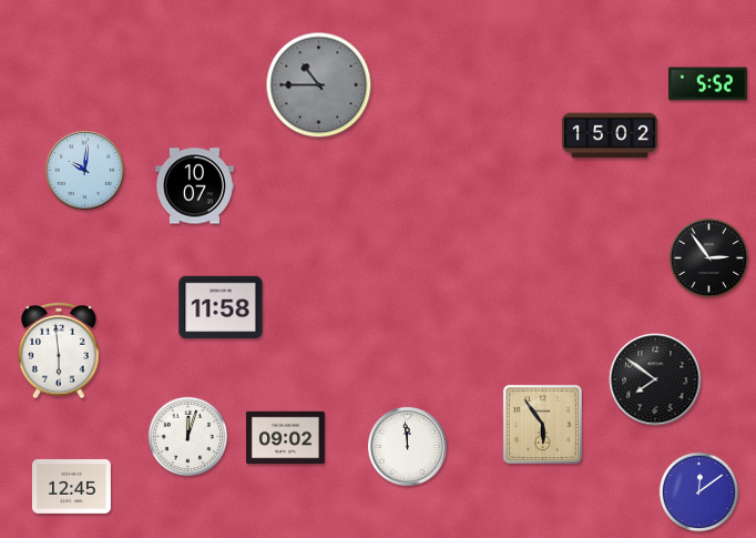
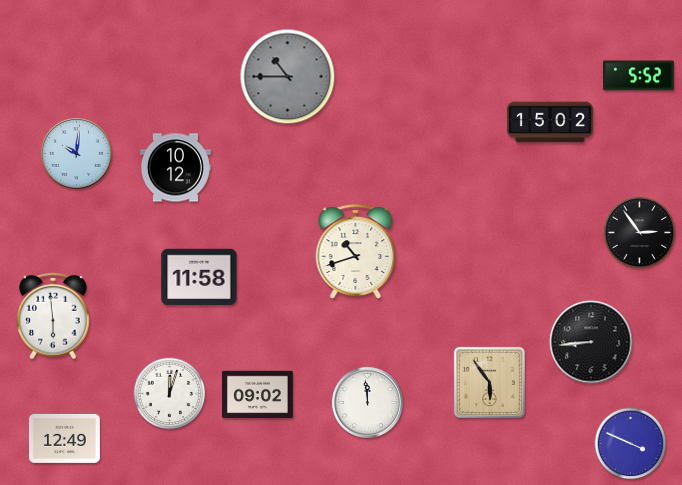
clock at (194, 186): 10:07 -> 10:12
clock at (356, 252): none -> 10:42
clock at (655, 379): 7:51 -> 8:44
clock at (71, 487): 12:45 -> 12:49
clock at (699, 493): 12:09 -> 3:49
